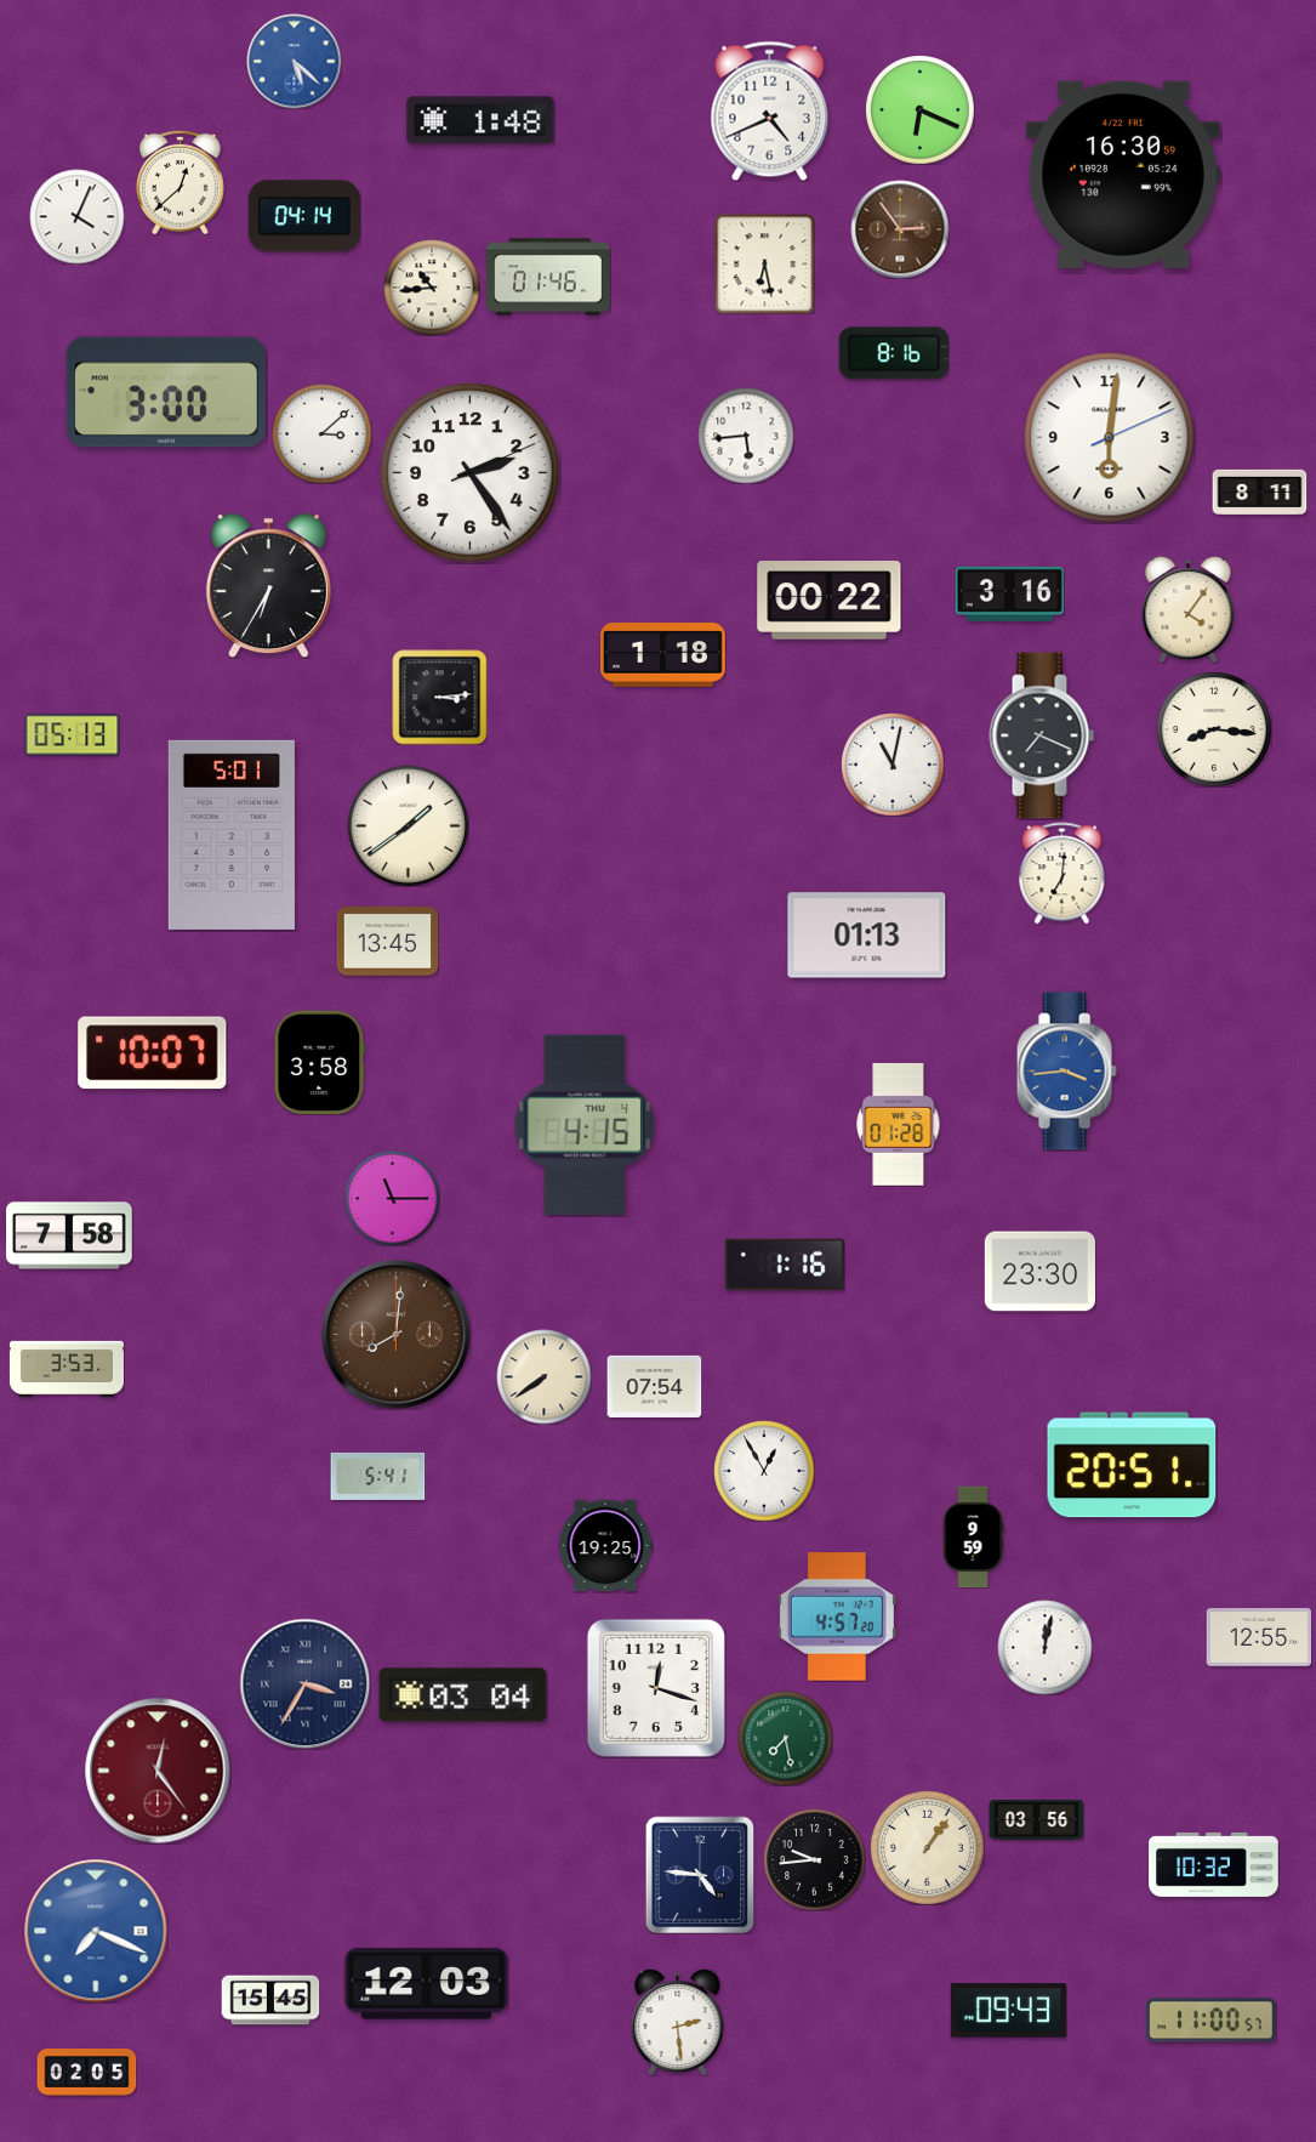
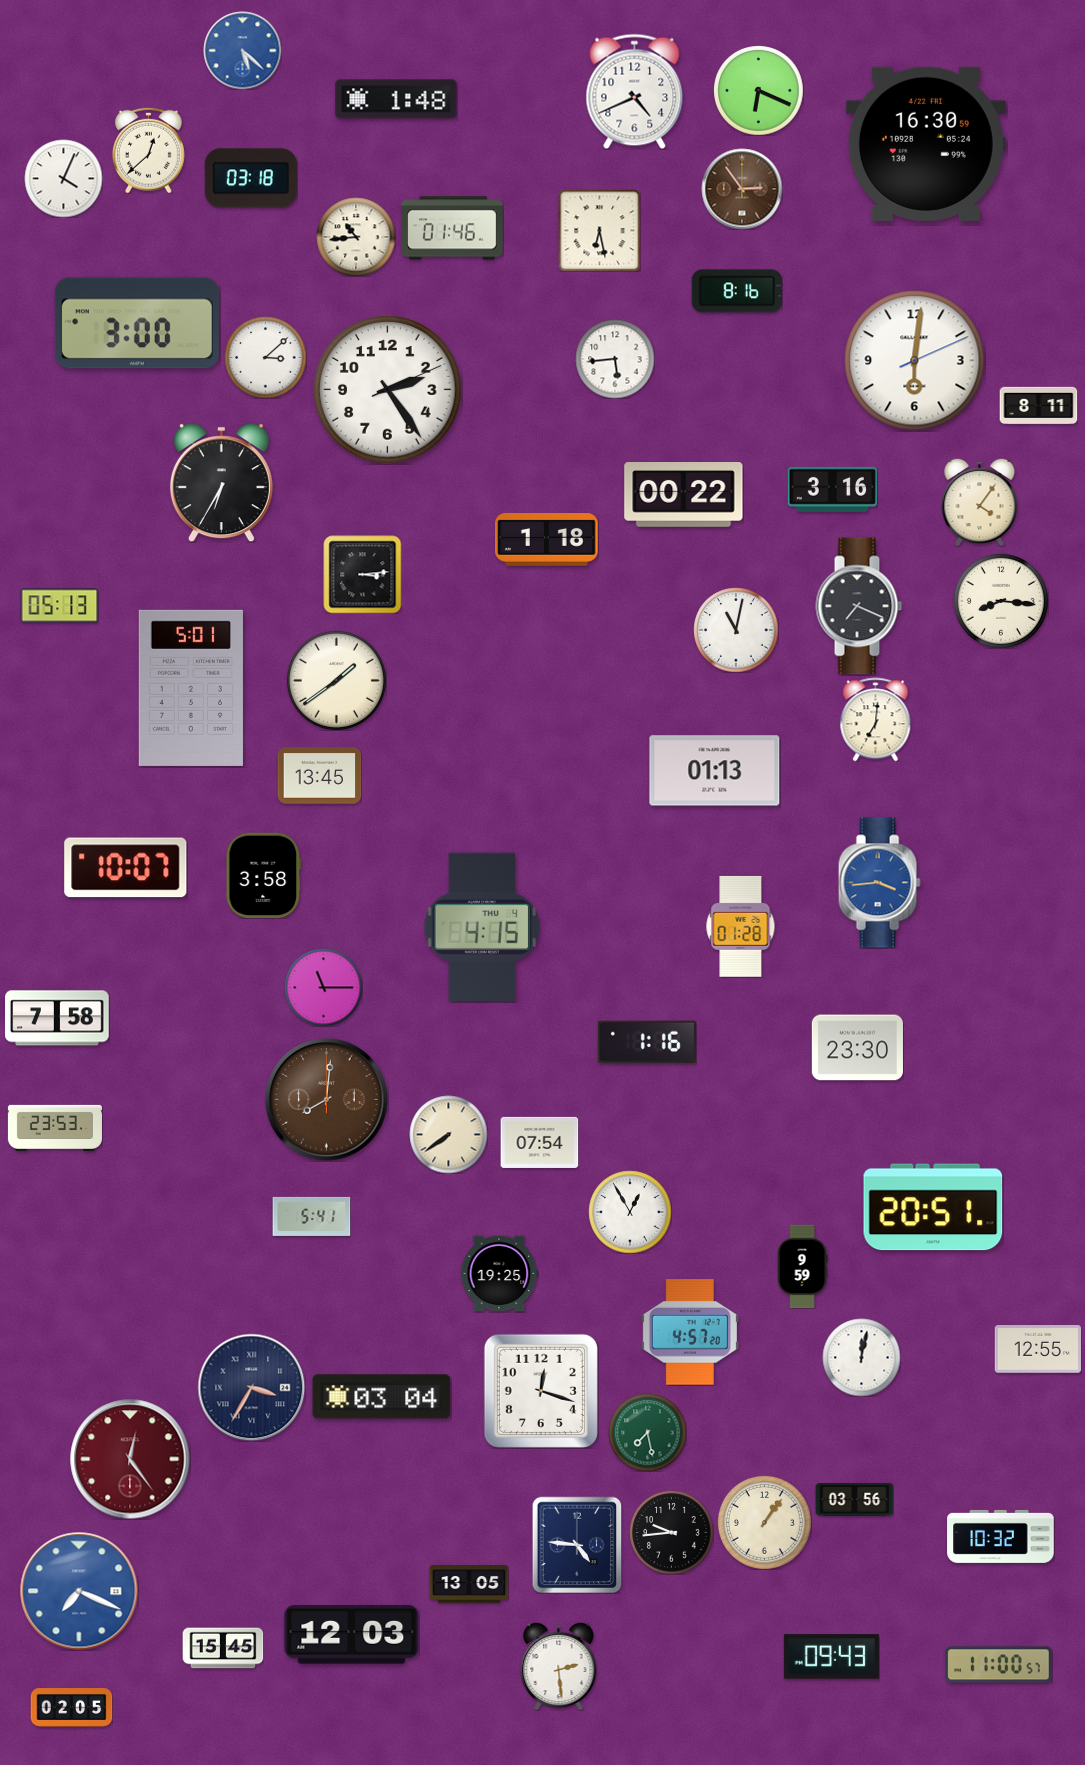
clock at (304, 216): 04:14 -> 03:18
clock at (764, 263) position: (764, 263) -> (599, 230)
clock at (67, 1369): 3:53 -> 23:53
clock at (469, 1584): none -> 13:05
